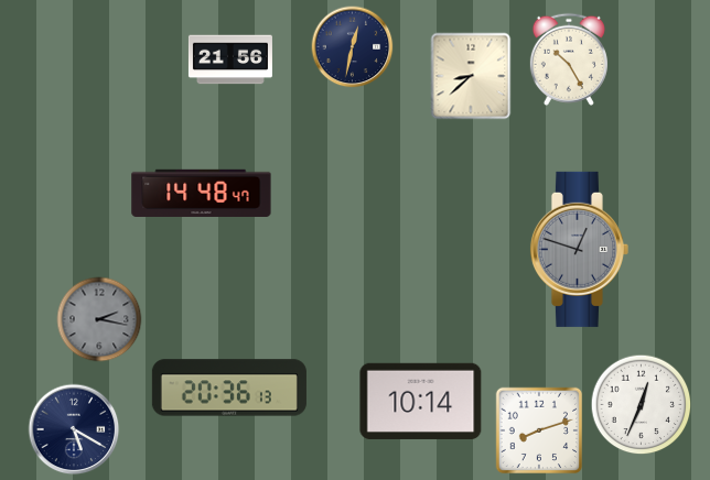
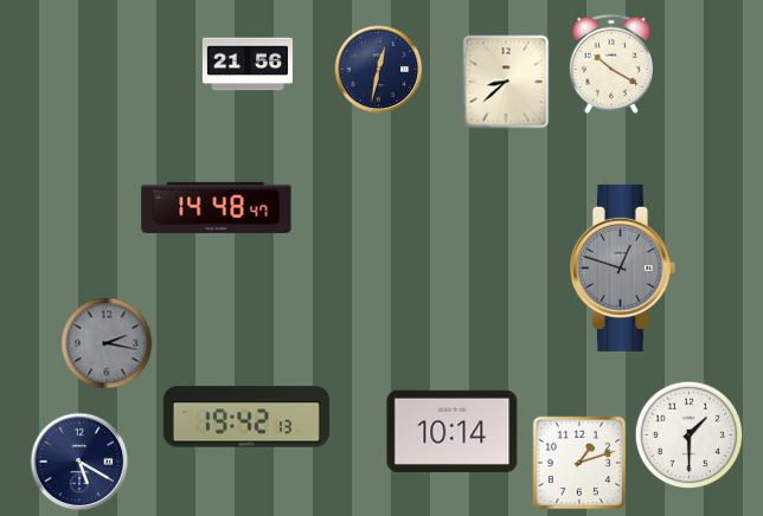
clock at (353, 47) position: (353, 47) -> (379, 70)
clock at (569, 59): 10:25 -> 10:20
clock at (229, 388): 20:36 -> 19:42
clock at (642, 405): 12:34 -> 1:30
clock at (539, 430): 8:12 -> 1:12
